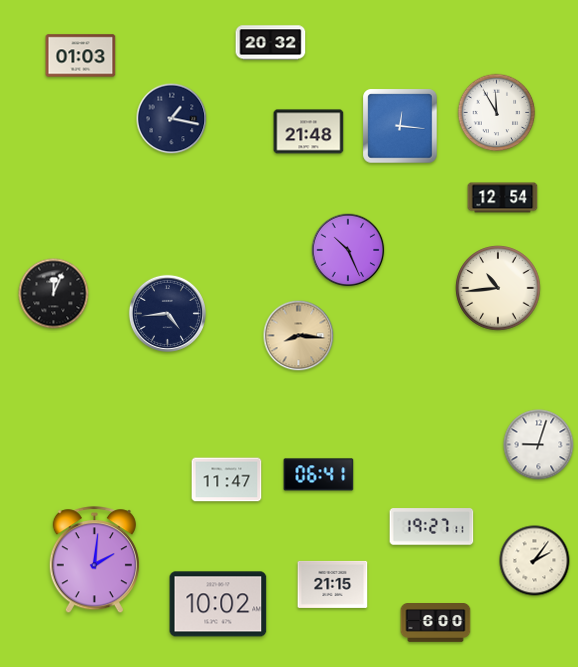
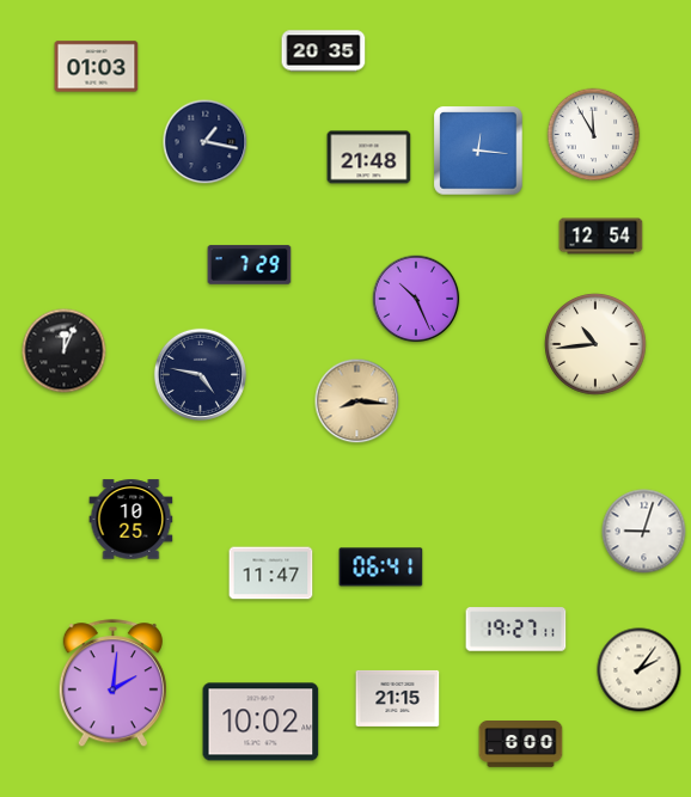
clock at (271, 43): 20:32 -> 20:35
clock at (250, 265): none -> 7:29
clock at (167, 313): 4:44 -> 4:47
clock at (132, 520): none -> 10:25
clock at (94, 560) position: (94, 560) -> (112, 683)
